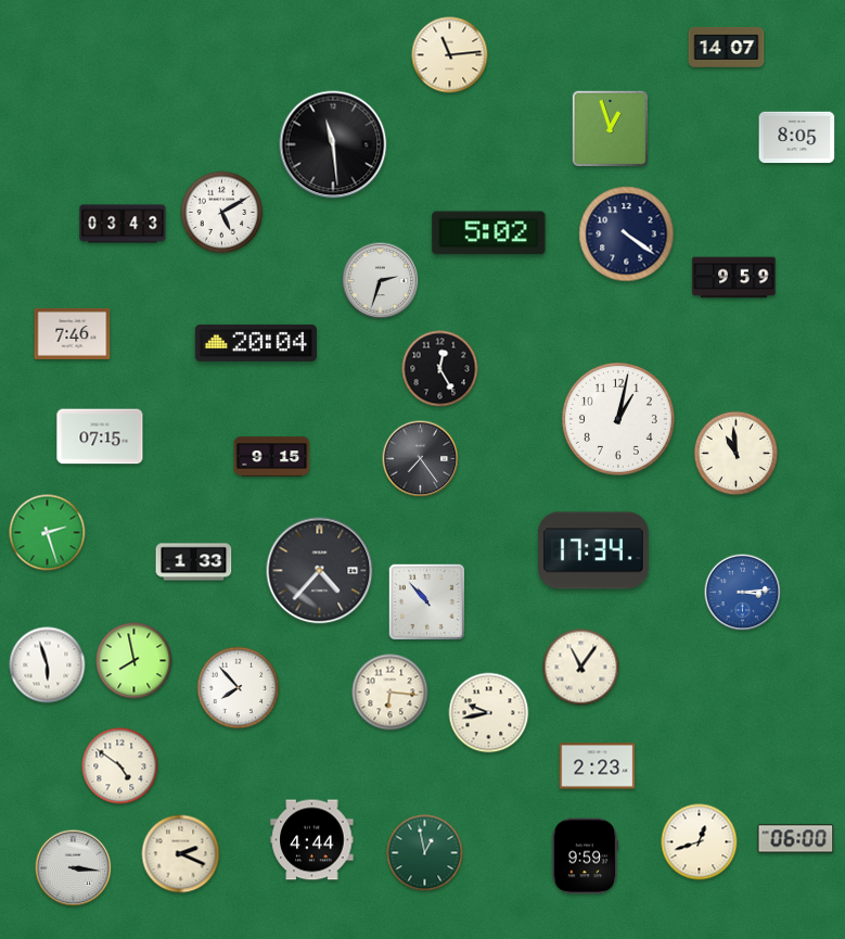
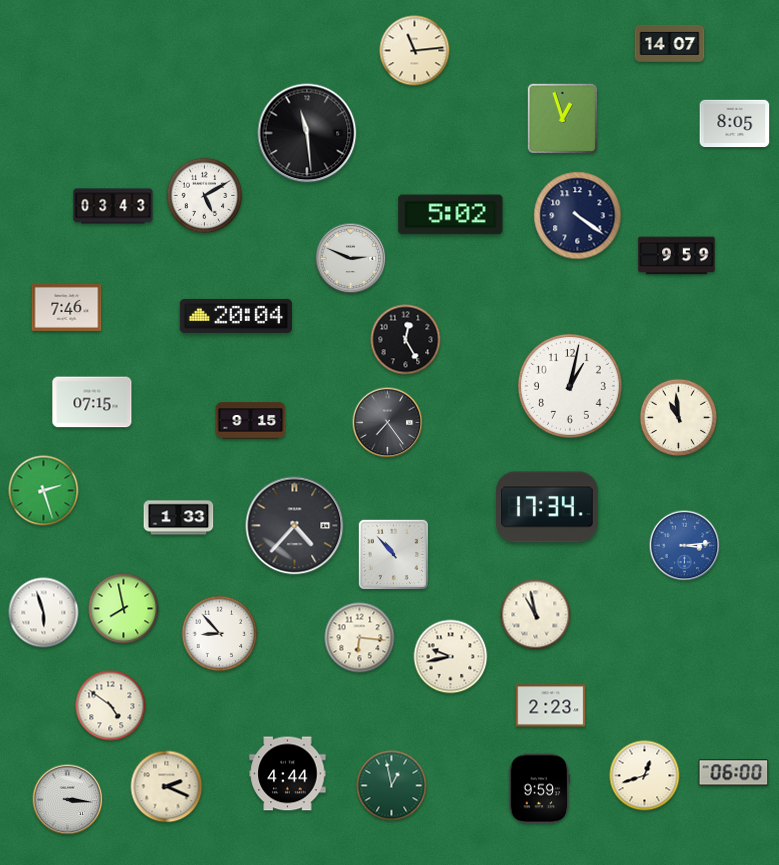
clock at (797, 138) position: (797, 138) -> (735, 124)
clock at (381, 281): 2:33 -> 2:49
clock at (581, 668): 11:06 -> 10:58
clock at (239, 688): 7:53 -> 8:53
